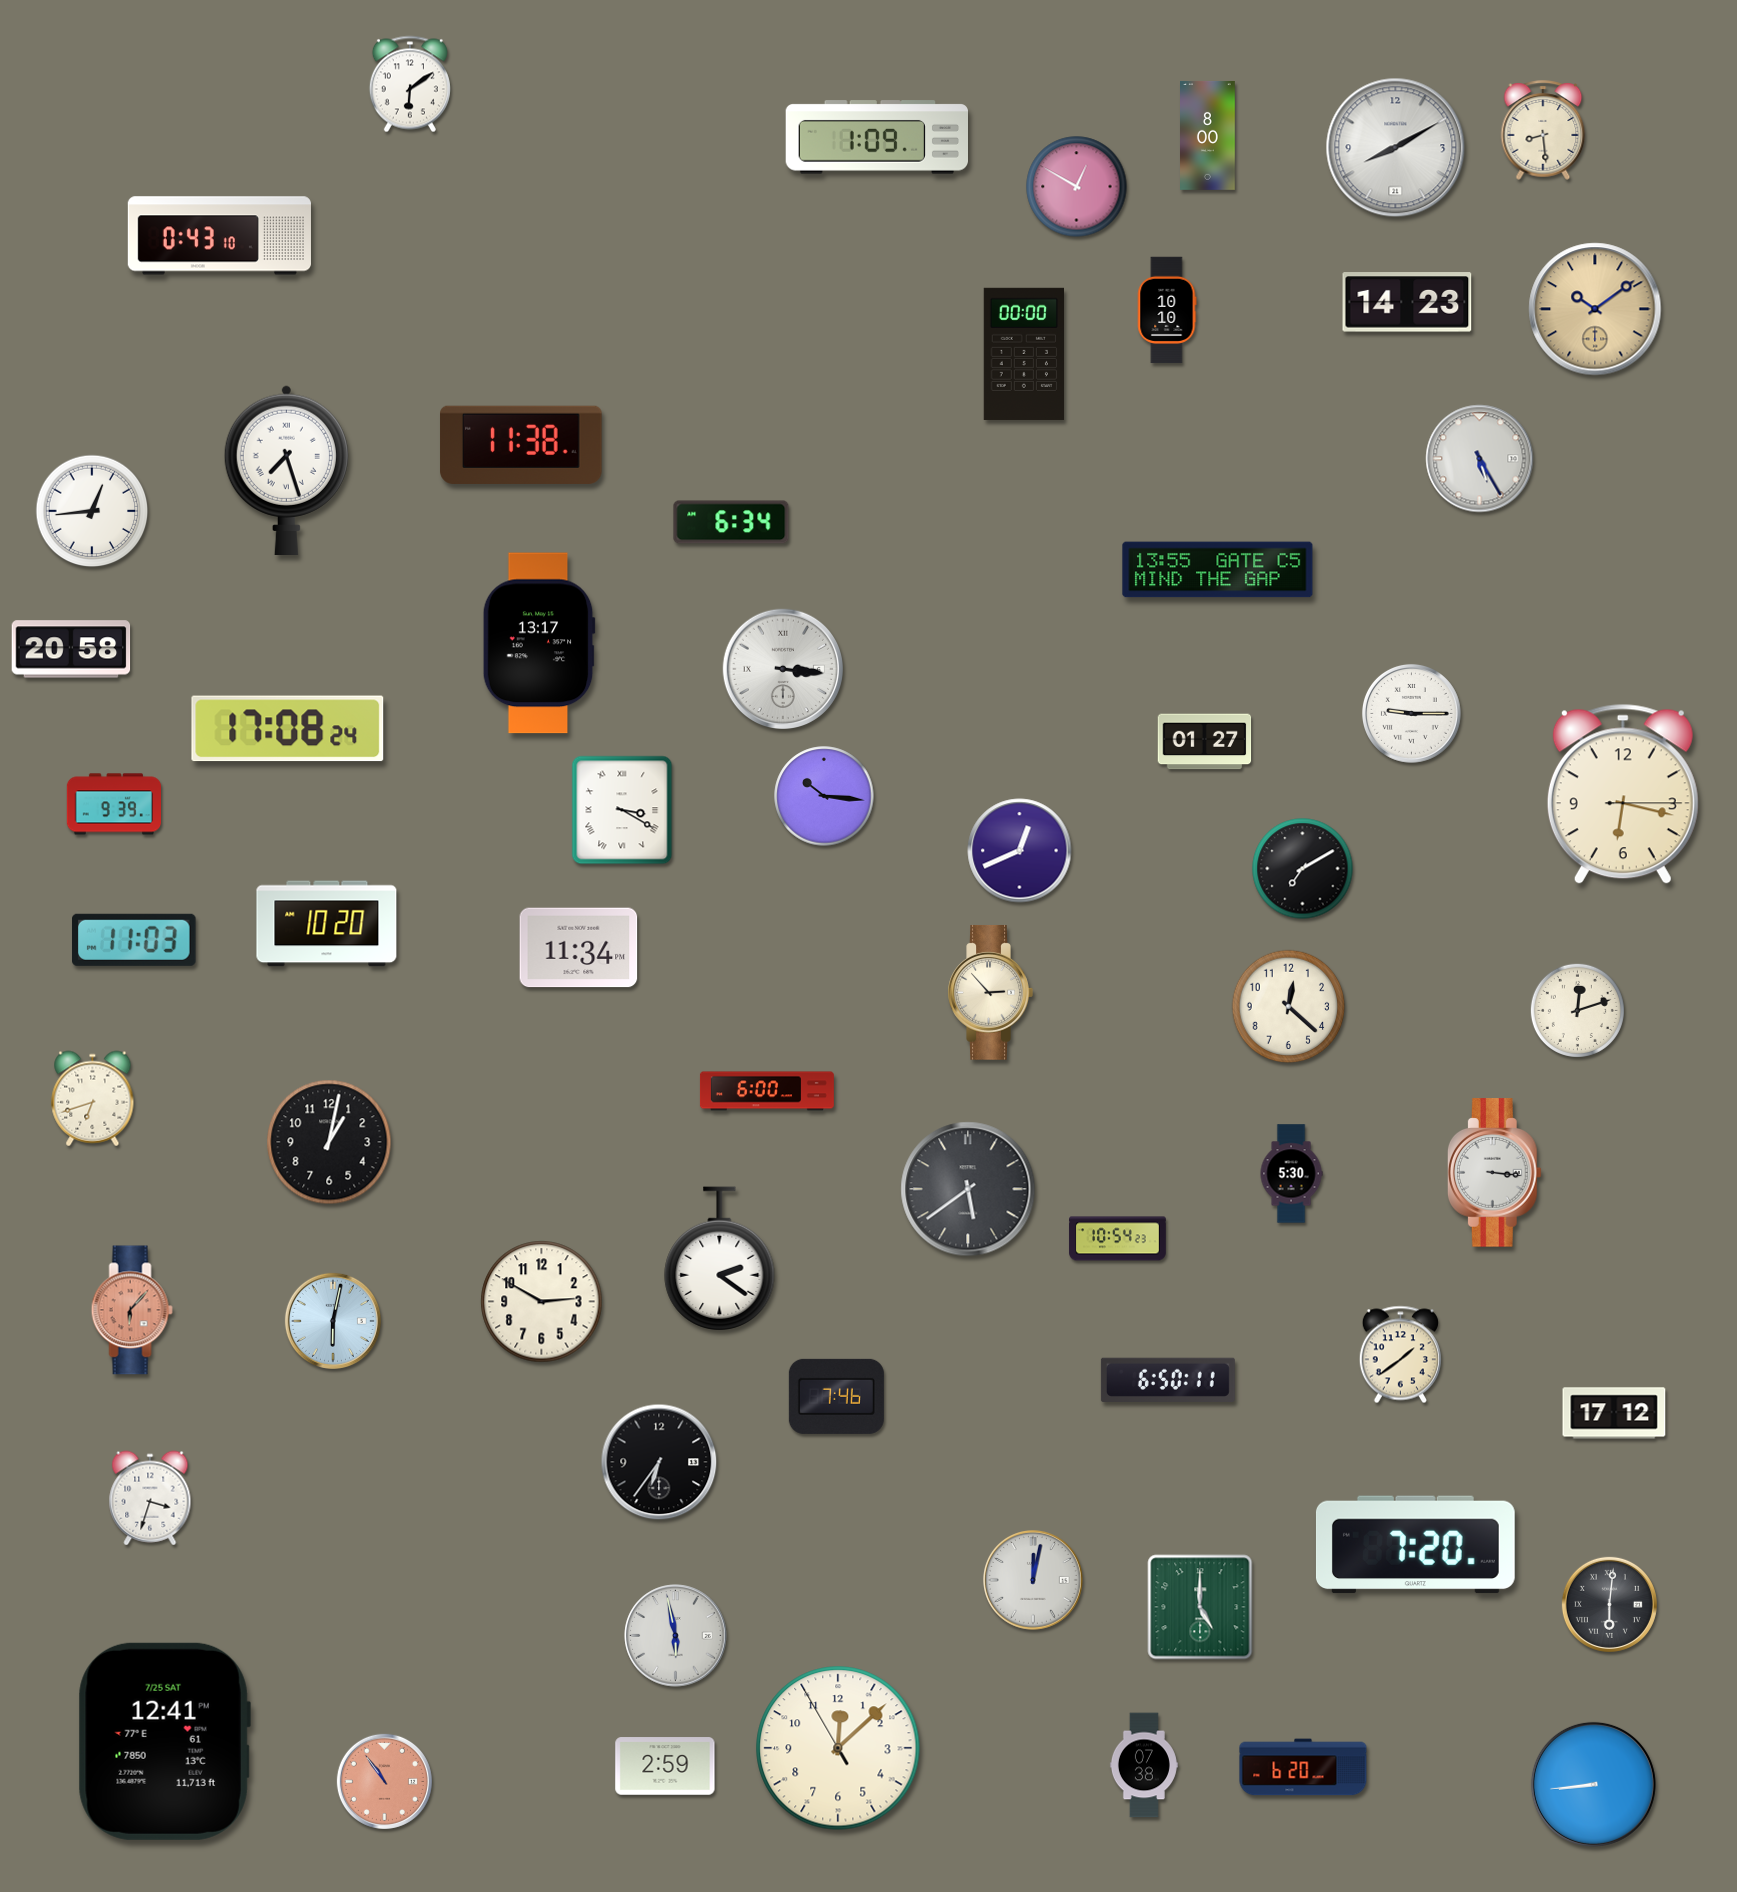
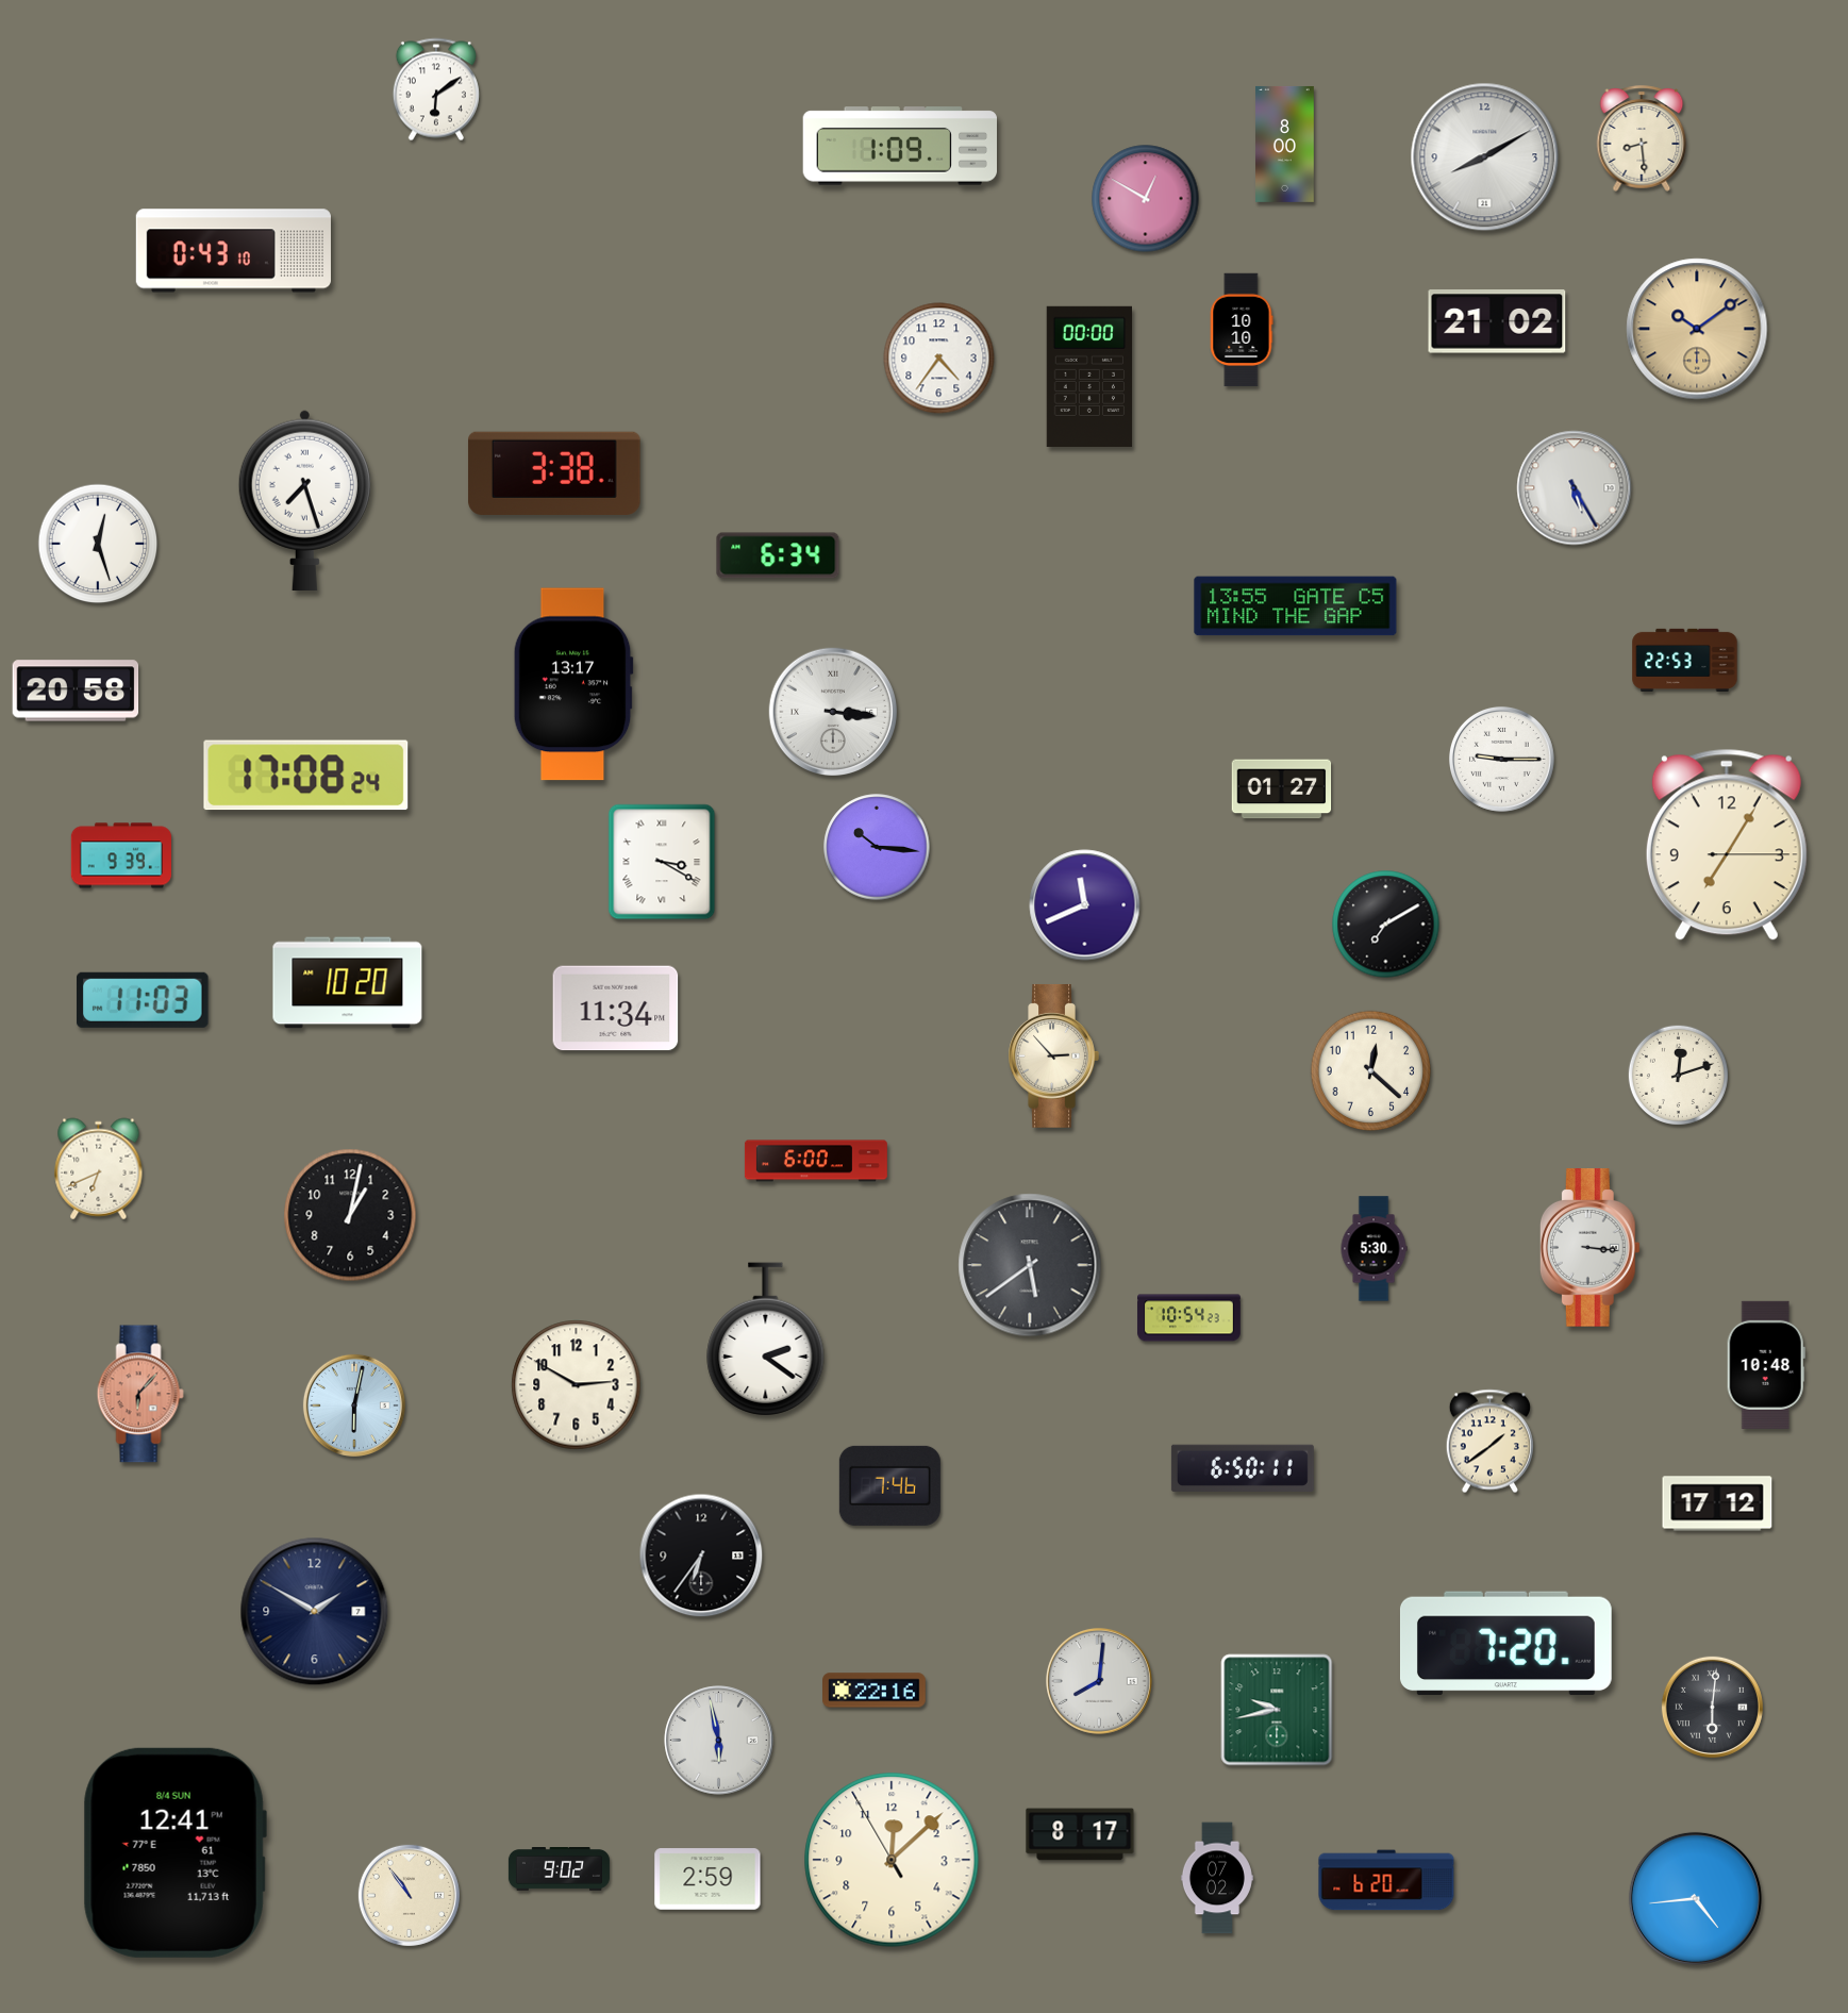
clock at (876, 137) position: (876, 137) -> (899, 146)
clock at (1407, 302): 14:23 -> 21:02
clock at (939, 359): none -> 4:36
clock at (521, 445): 11:38 -> 3:38
clock at (92, 511): 12:44 -> 12:27
clock at (1685, 660): none -> 22:53
clock at (1623, 794): 6:17 -> 7:05
clock at (1020, 851): 12:41 -> 11:41
clock at (93, 1099): 6:42 -> 6:41
clock at (1766, 1365): none -> 10:48
clock at (150, 1498): 3:33 -> none
clock at (315, 1612): none -> 1:50
clock at (1034, 1581): 12:02 -> 8:01
clock at (875, 1691): none -> 22:16
clock at (1200, 1607): 5:00 -> 9:43
clock at (1080, 1834): none -> 8:17
clock at (164, 1741) date: 7/25 SAT -> 8/4 SUN
clock at (559, 1869): none -> 9:02
clock at (1144, 1765): 07:38 -> 07:02
clock at (384, 1781) dial: salmon -> cream
clock at (1593, 1784): 8:44 -> 4:44
